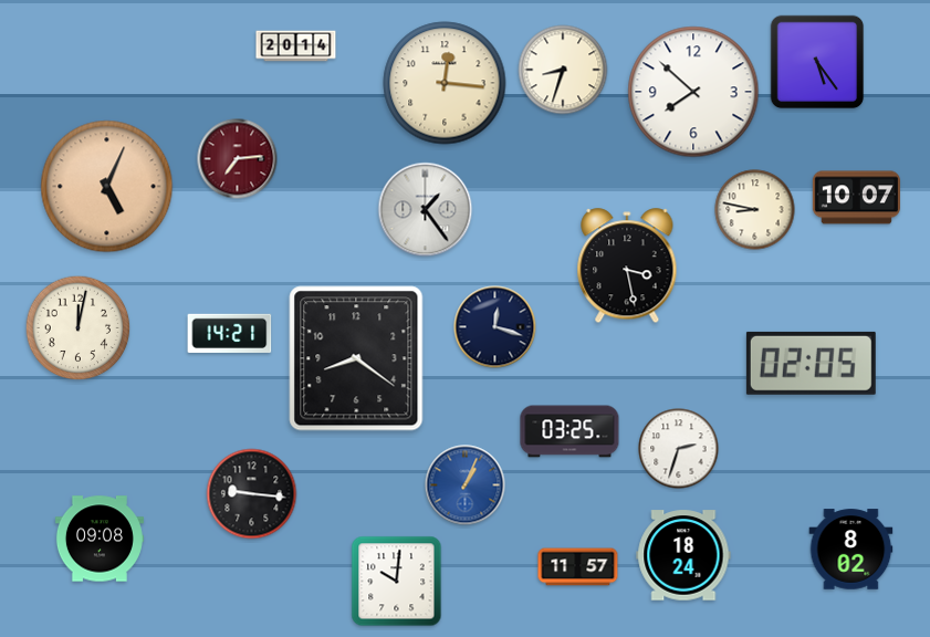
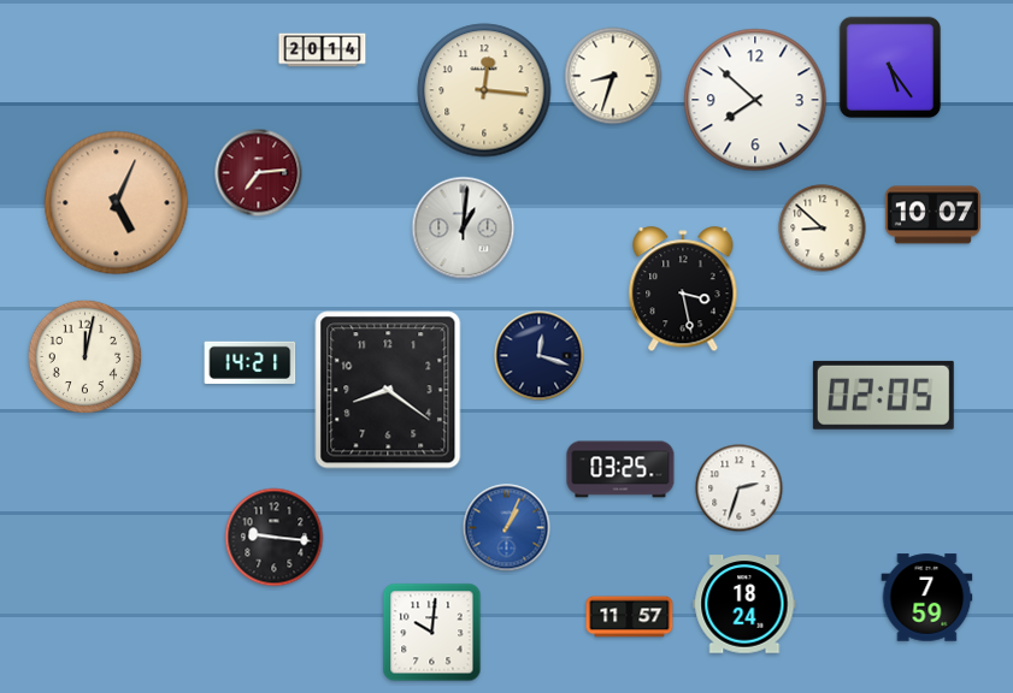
clock at (426, 210): 1:24 -> 1:01
clock at (755, 210): 8:47 -> 8:52
clock at (100, 539): 09:08 -> none
clock at (851, 550): 8:02 -> 7:59
